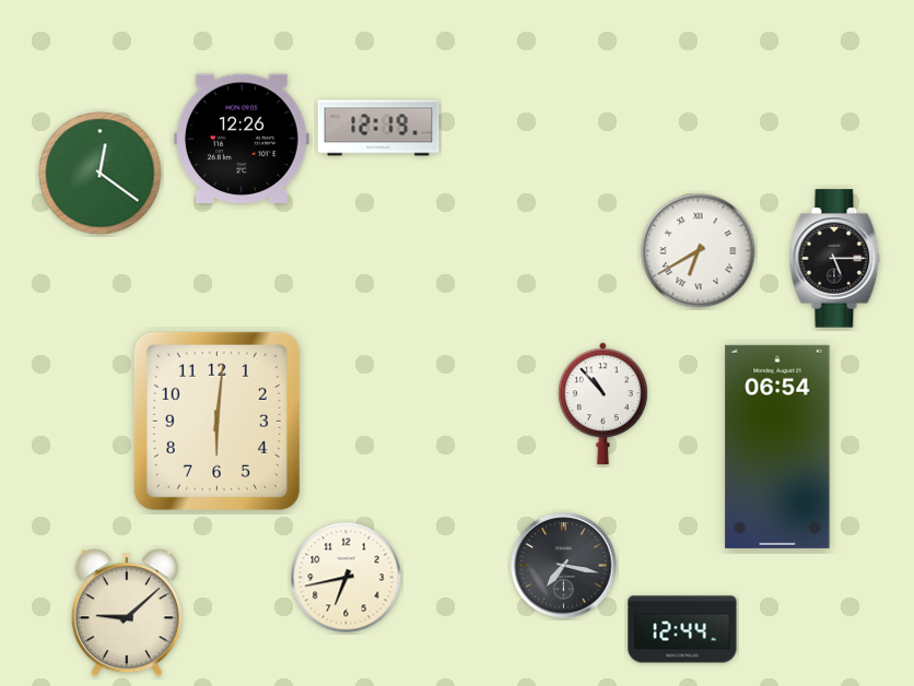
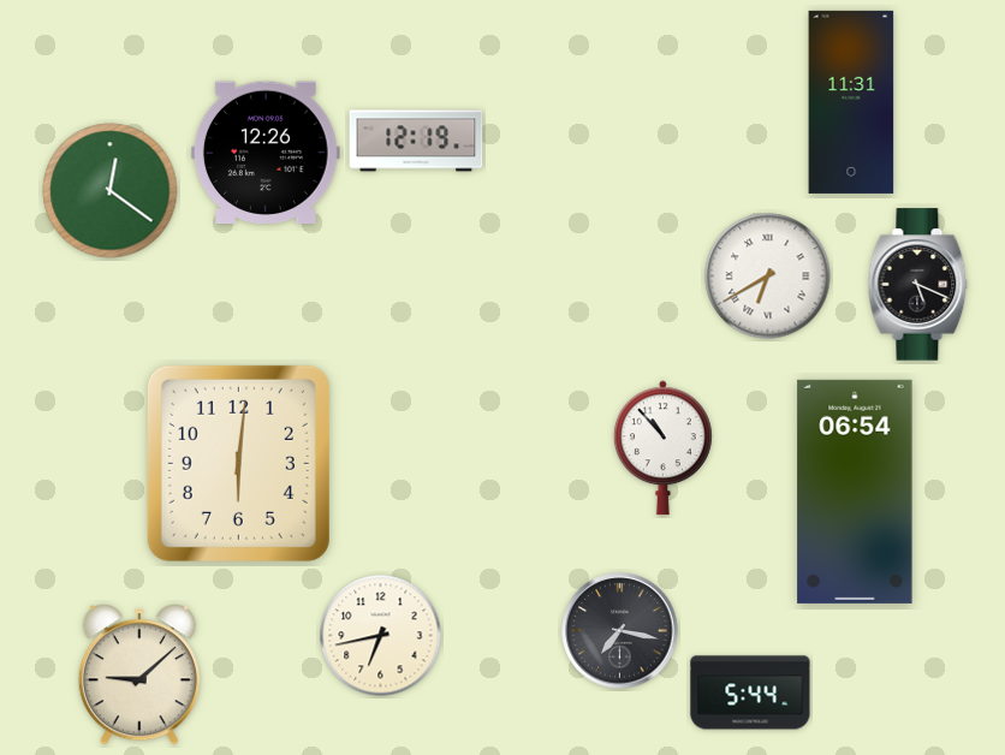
clock at (851, 102): none -> 11:31
clock at (835, 259): 5:15 -> 5:19
clock at (602, 404) position: (602, 404) -> (662, 448)
clock at (564, 566) position: (564, 566) -> (620, 631)
clock at (682, 629): 12:44 -> 5:44
